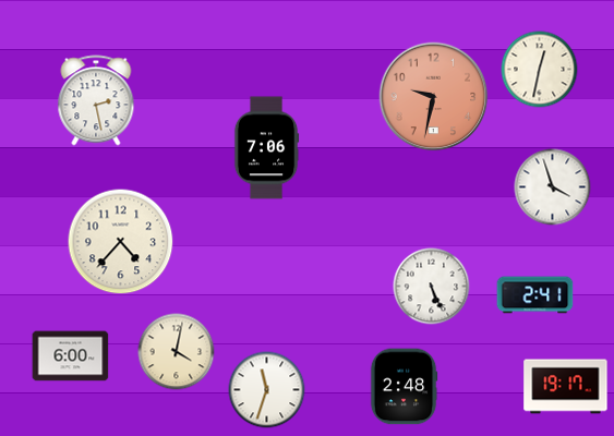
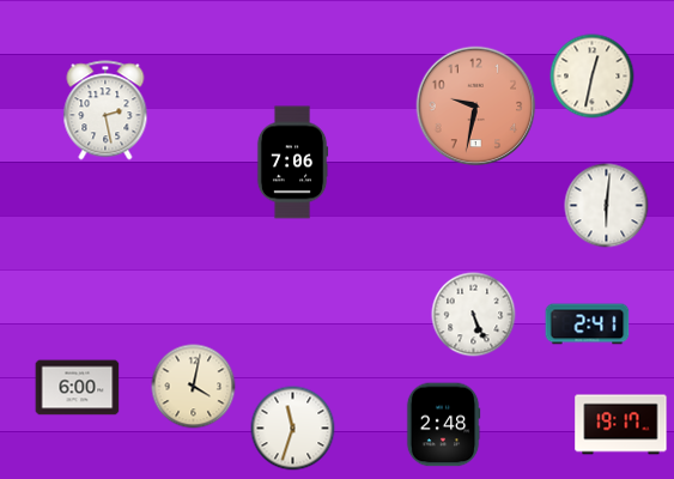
clock at (553, 187): 3:57 -> 6:01
clock at (121, 242): 4:37 -> none
clock at (71, 356) position: (71, 356) -> (78, 388)
